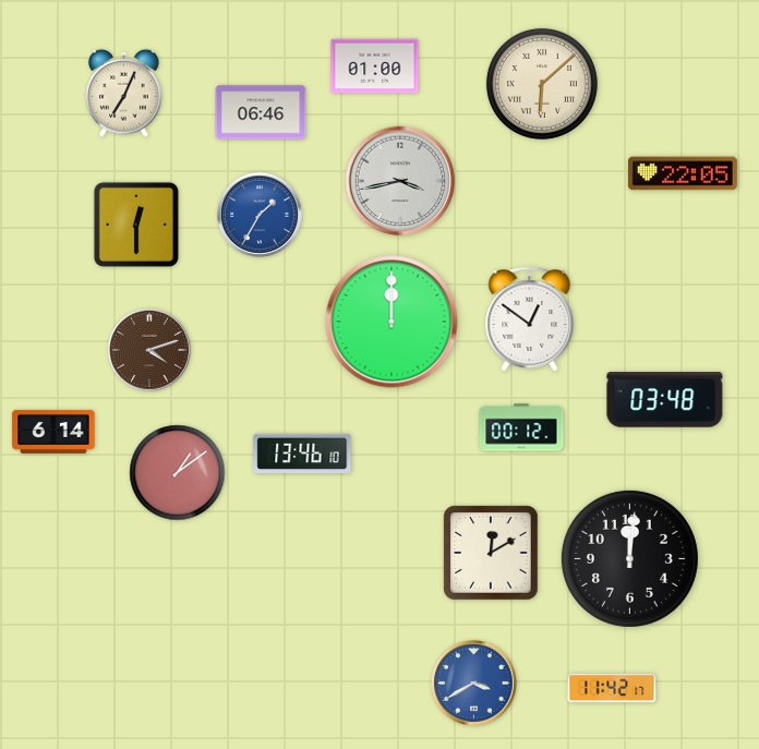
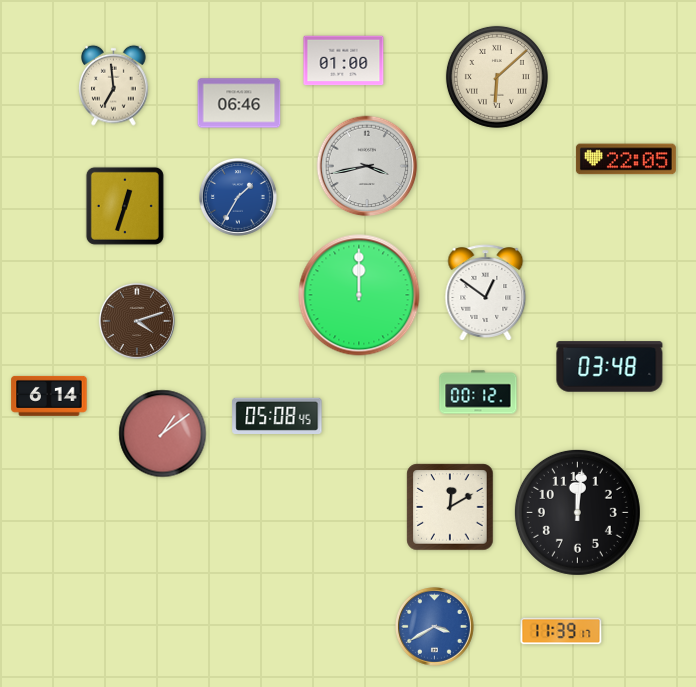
clock at (124, 93): 7:04 -> 6:59
clock at (136, 225): 12:30 -> 12:33
clock at (302, 454): 13:46 -> 05:08
clock at (612, 688): 11:42 -> 11:39
